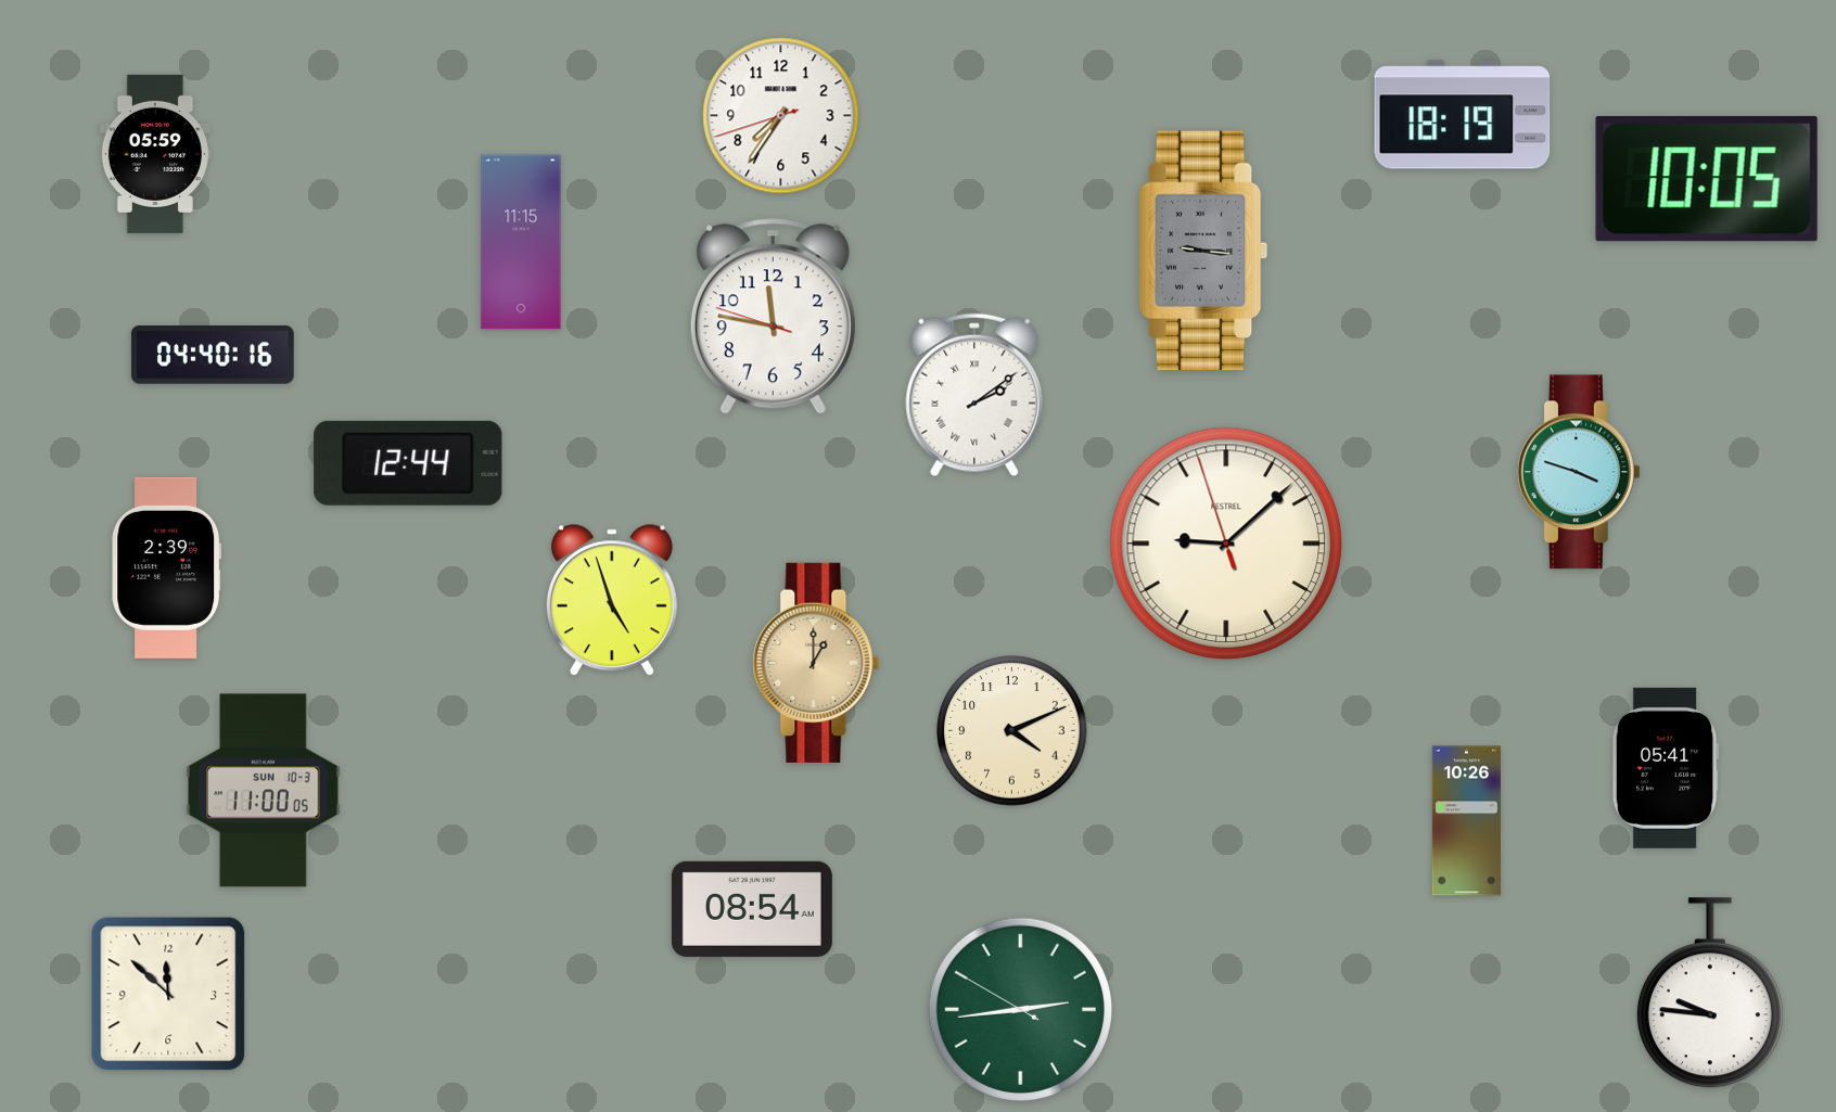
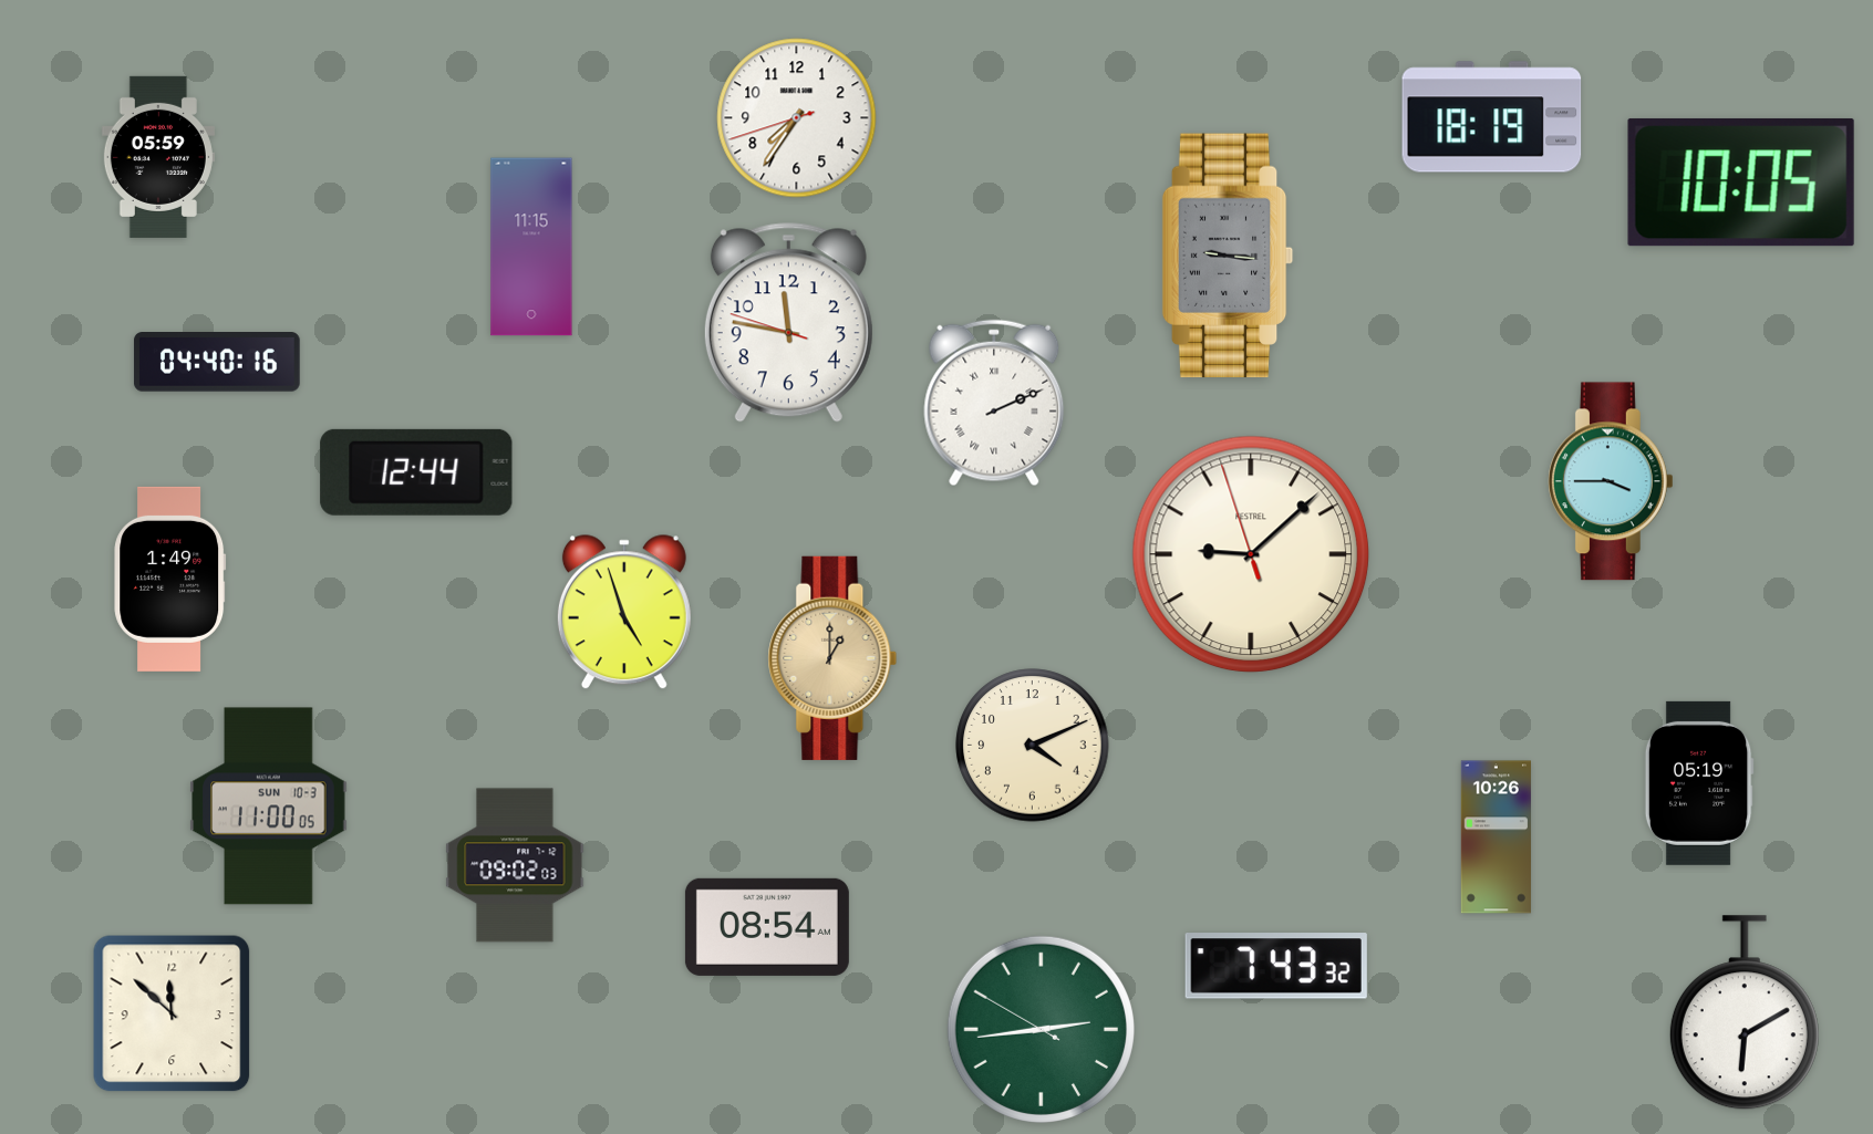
clock at (974, 395): 2:09 -> 2:11
clock at (1579, 472): 3:48 -> 3:45
clock at (167, 567): 2:39 -> 1:49
clock at (816, 663) position: (816, 663) -> (832, 658)
clock at (1666, 768): 05:41 -> 05:19
clock at (515, 865): none -> 09:02
clock at (1276, 966): none -> 7:43
clock at (1710, 994): 9:46 -> 6:10
